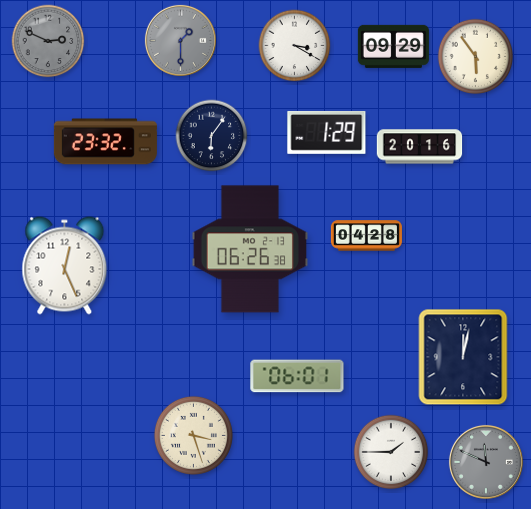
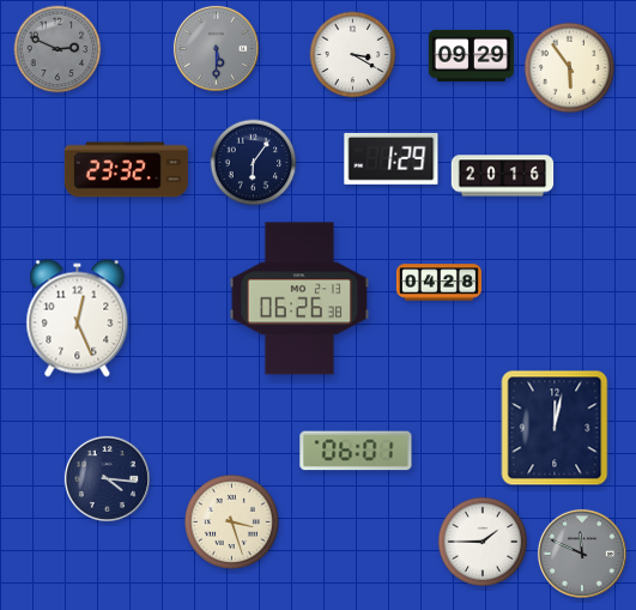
clock at (180, 40): 1:30 -> 5:30
clock at (107, 478): none -> 4:16
clock at (391, 452) position: (391, 452) -> (483, 542)
